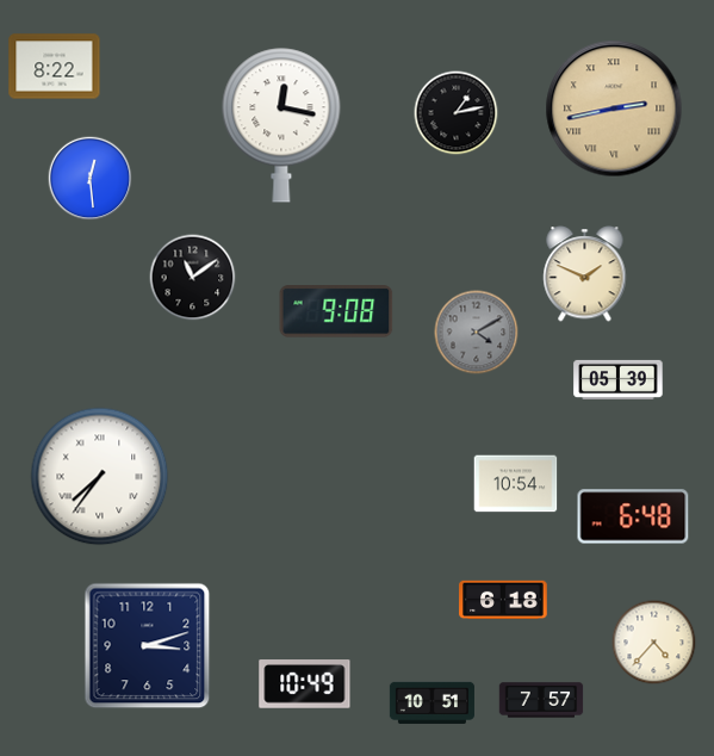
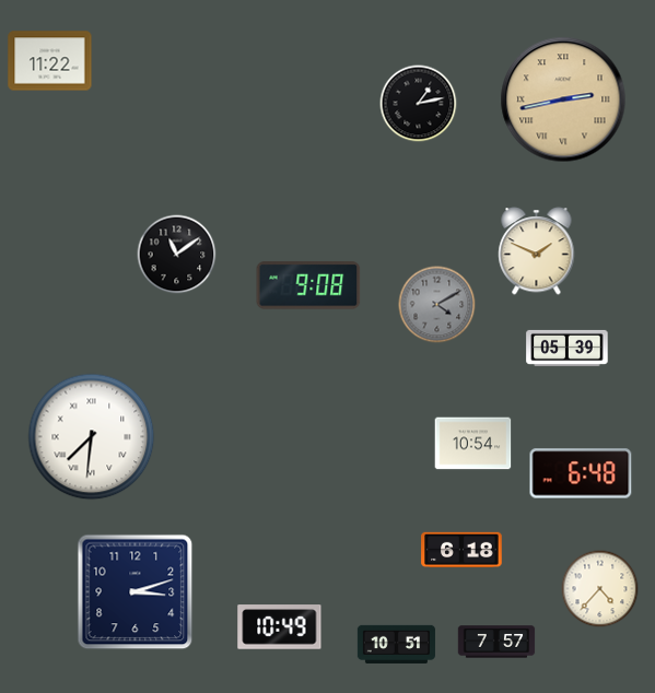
clock at (55, 67): 8:22 -> 11:22
clock at (281, 125): 12:17 -> none
clock at (91, 179): 12:29 -> none
clock at (100, 477): 7:36 -> 7:31
